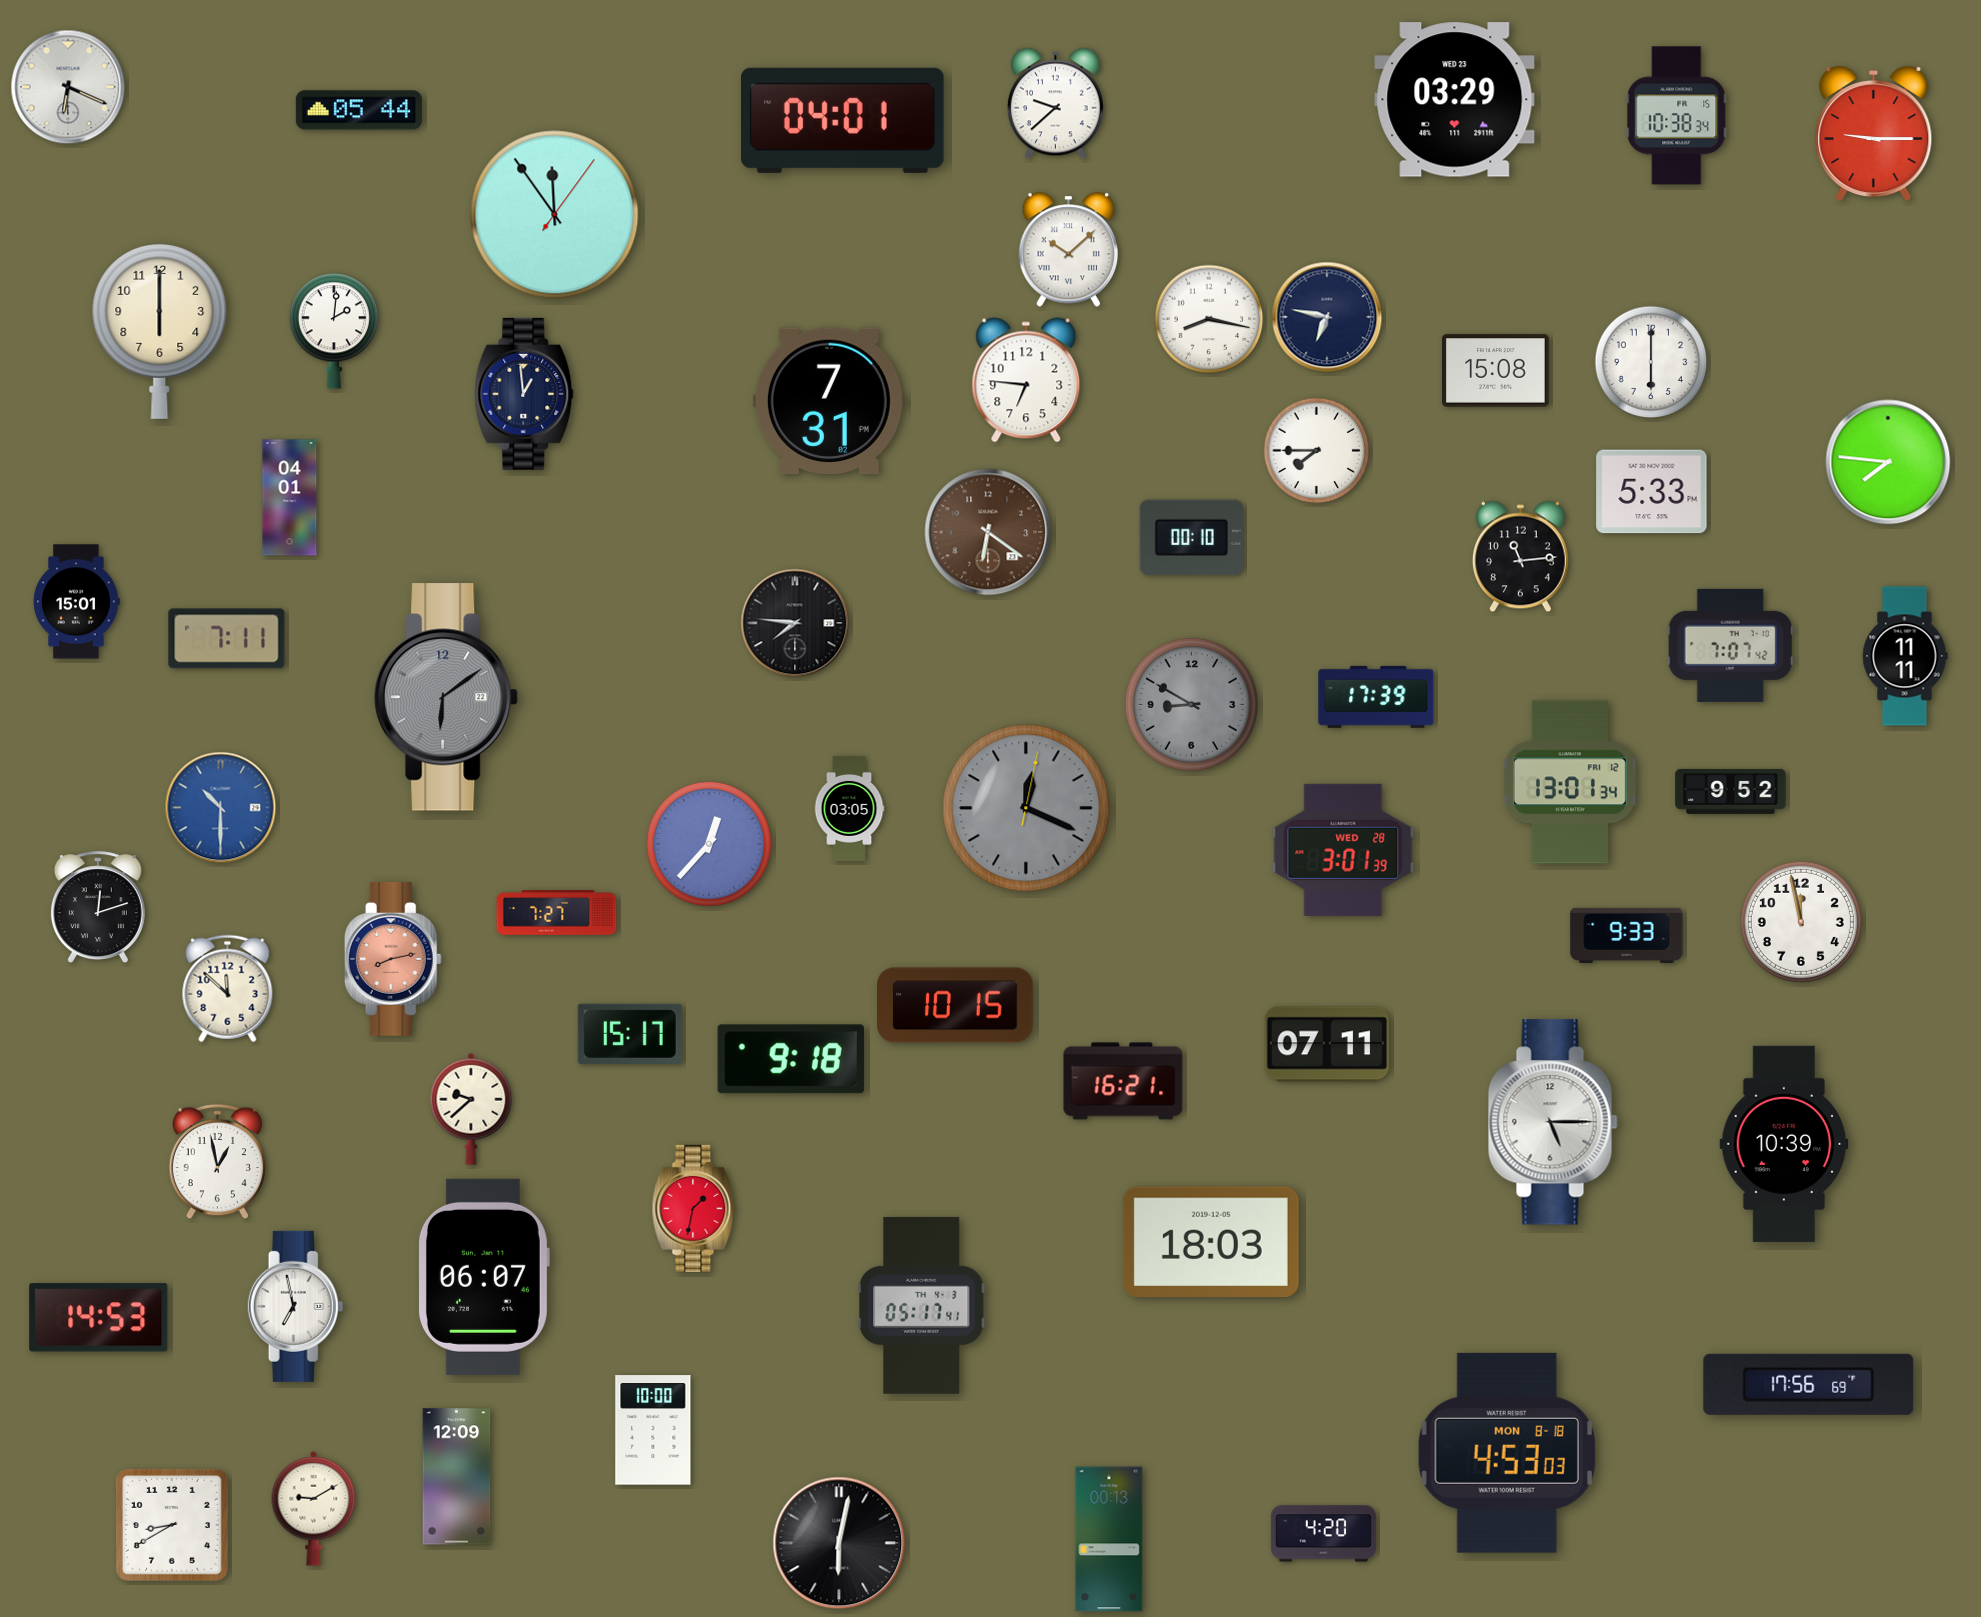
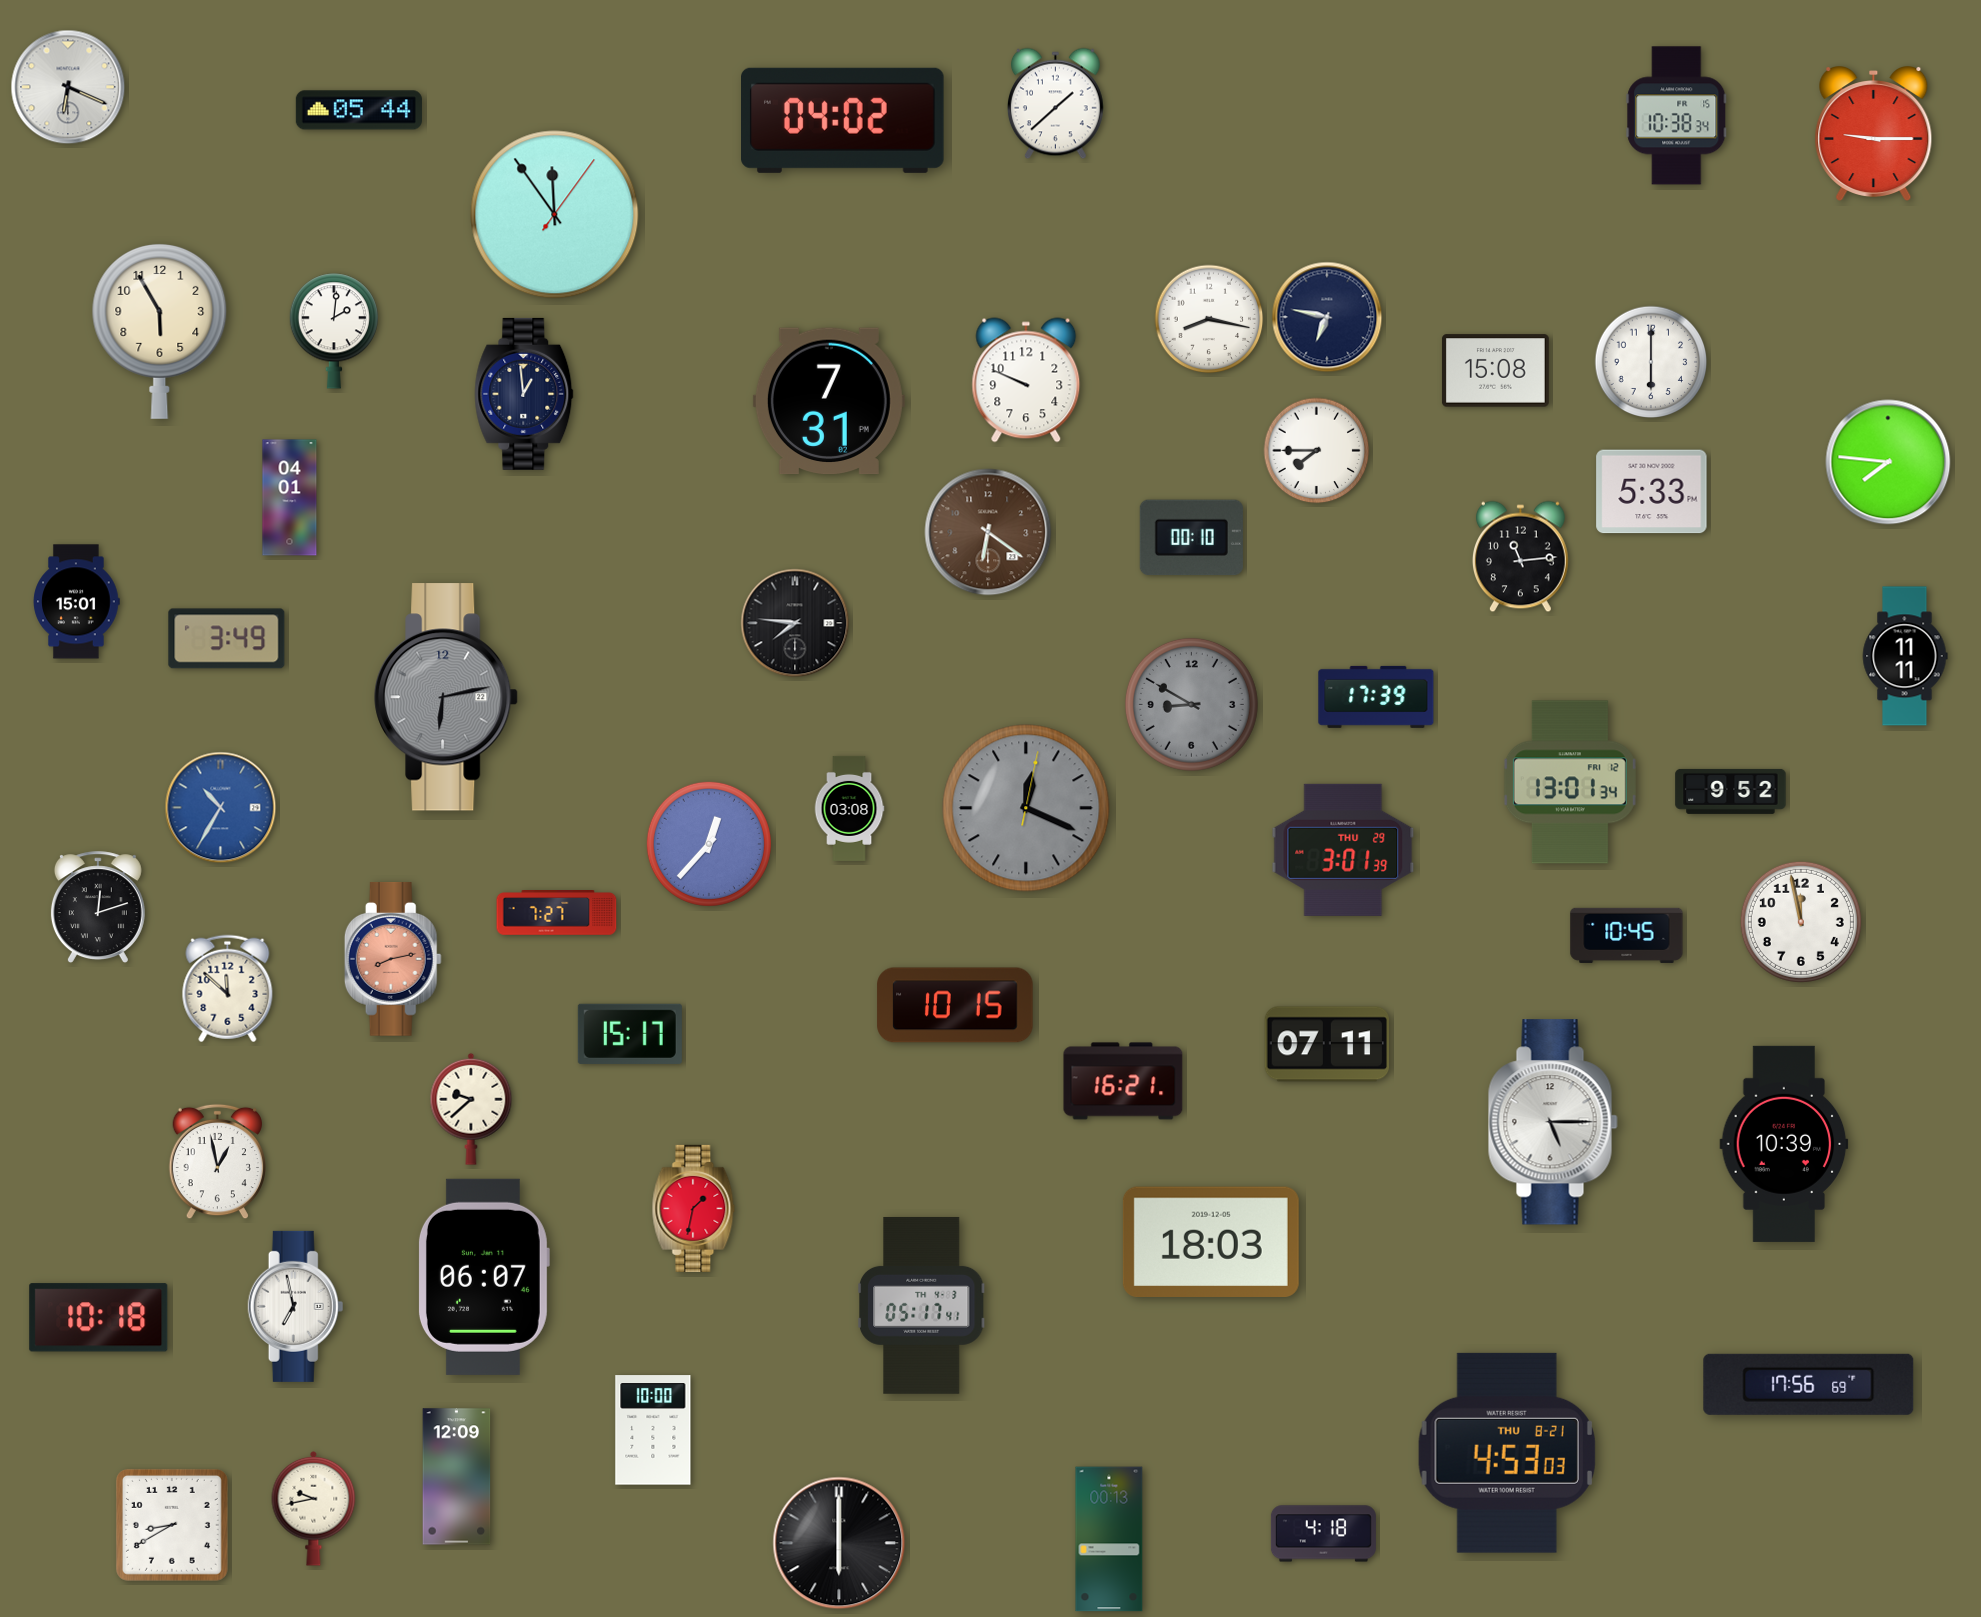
clock at (1455, 100): 03:29 -> none
clock at (1055, 104): 9:38 -> 1:38
clock at (843, 120): 04:01 -> 04:02
clock at (1069, 250): 10:08 -> none
clock at (160, 331): 6:00 -> 5:55
clock at (1026, 380): 6:46 -> 9:49
clock at (227, 639): 7:11 -> 3:49
clock at (1730, 645): 7:07 -> none
clock at (446, 697): 6:09 -> 6:13
clock at (221, 808): 10:30 -> 10:35
clock at (849, 808): 03:05 -> 03:08
clock at (1343, 850) date: WED 28 -> THU 29
clock at (1627, 935): 9:33 -> 10:45
clock at (791, 1059): 9:18 -> none
clock at (99, 1318): 14:53 -> 10:18
clock at (1507, 1453) date: MON 8-18 -> THU 8-21
clock at (314, 1508): 9:10 -> 9:43
clock at (1323, 1534): 4:20 -> 4:18
clock at (839, 1543): 6:02 -> 6:00
